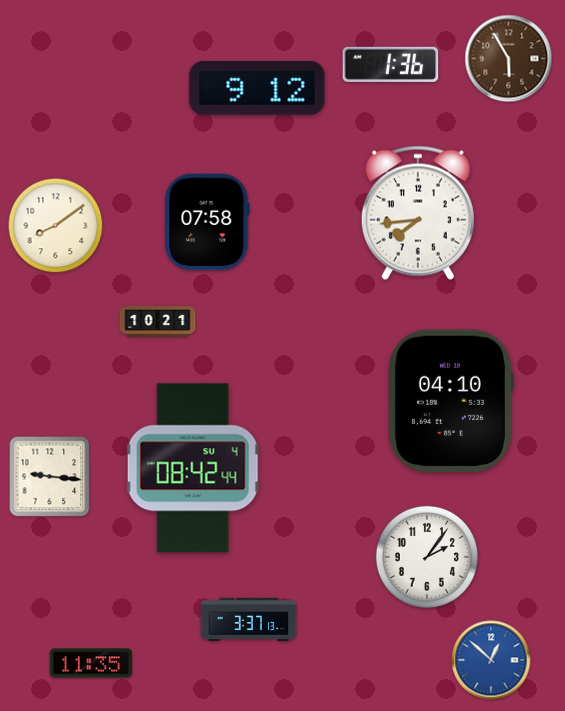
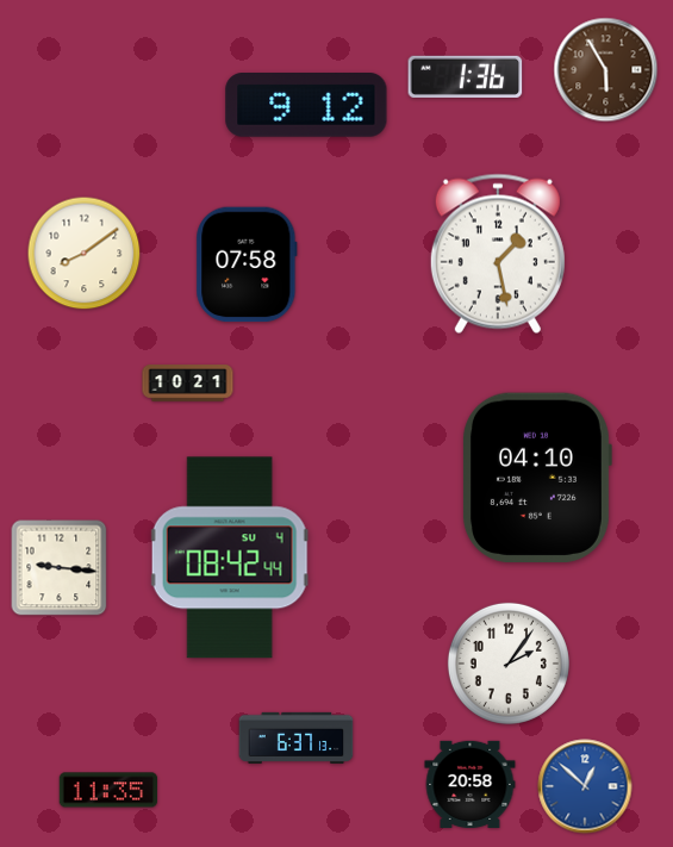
clock at (418, 213): 7:44 -> 1:28
clock at (56, 226) position: (56, 226) -> (85, 254)
clock at (249, 619): 3:37 -> 6:37
clock at (471, 784): none -> 20:58
